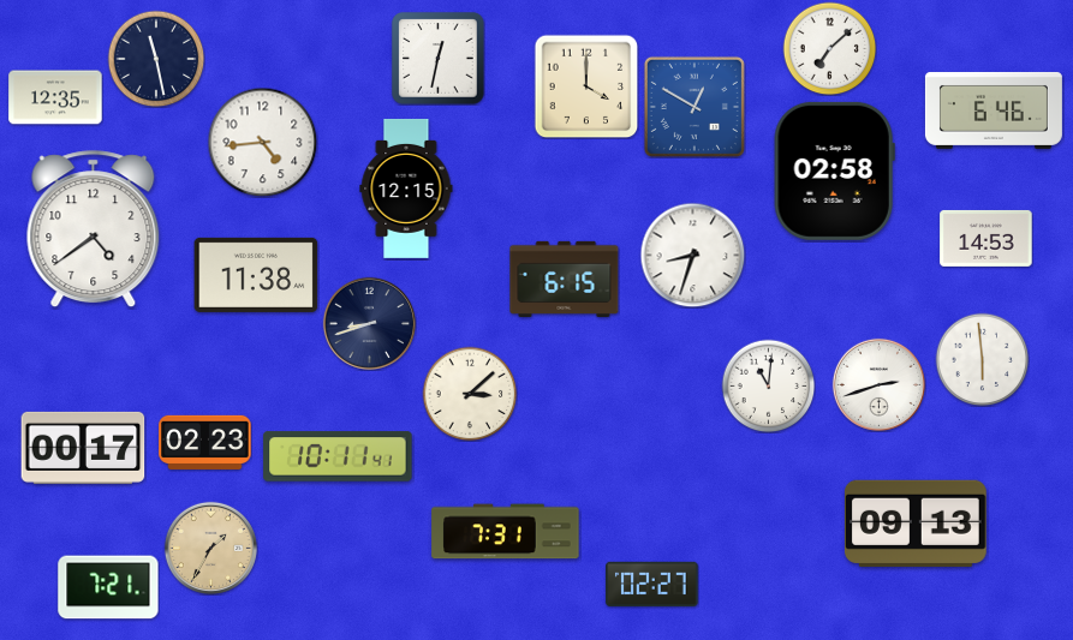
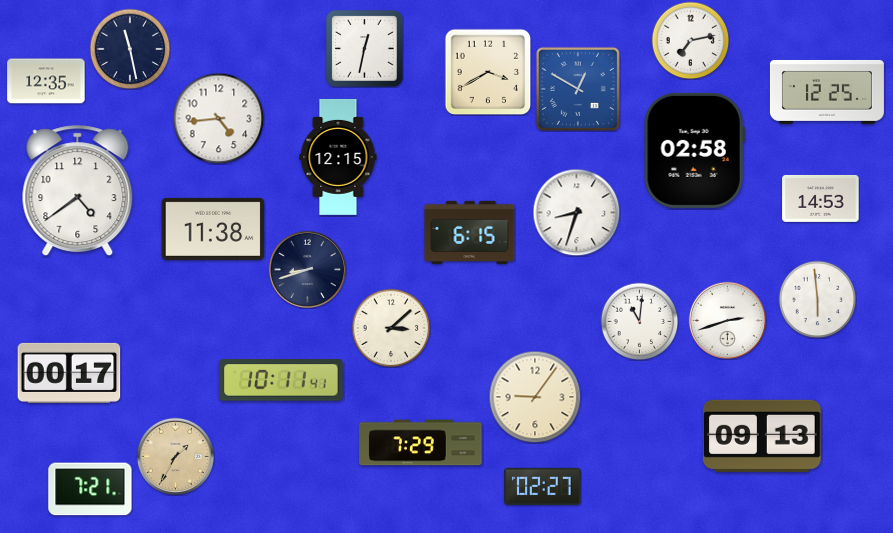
clock at (829, 48): 7:08 -> 7:13
clock at (586, 86): 4:00 -> 3:40
clock at (994, 110): 6:46 -> 12:25
clock at (834, 171) position: (834, 171) -> (694, 150)
clock at (878, 384) position: (878, 384) -> (727, 320)
clock at (205, 442): 02:23 -> none
clock at (535, 397): none -> 9:06
clock at (506, 532): 7:31 -> 7:29
